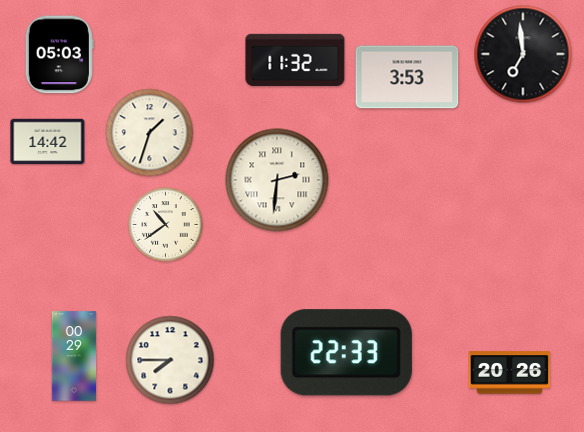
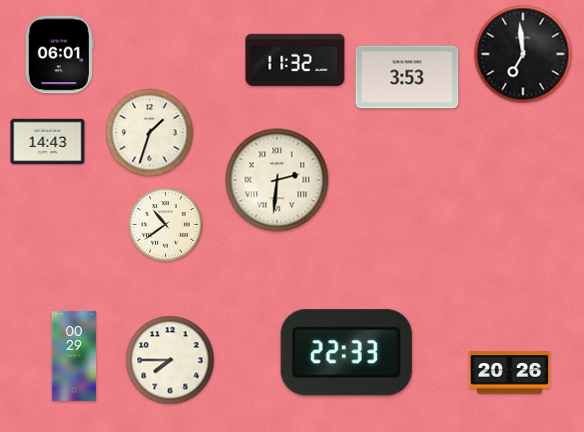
clock at (59, 55): 05:03 -> 06:01
clock at (48, 142): 14:42 -> 14:43
